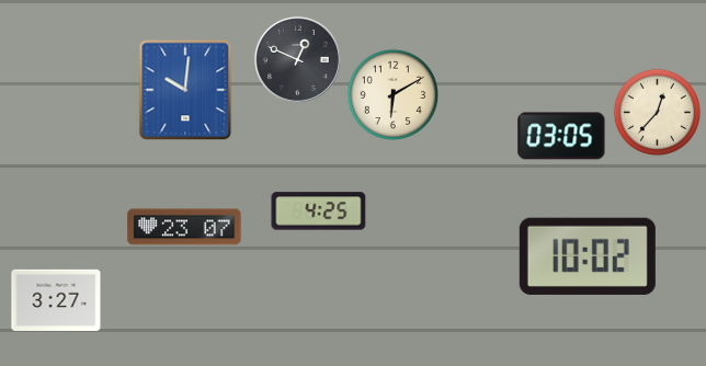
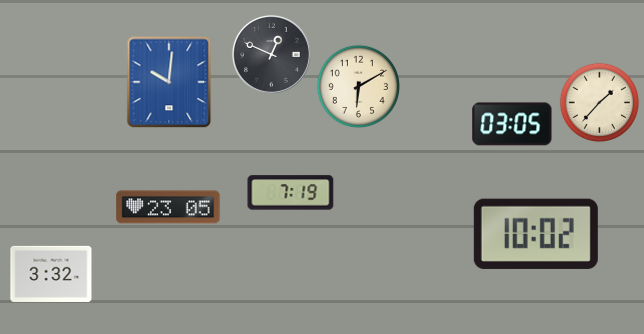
clock at (658, 113): 12:37 -> 1:37
clock at (319, 211): 4:25 -> 7:19
clock at (184, 227): 23:07 -> 23:05
clock at (56, 300): 3:27 -> 3:32
